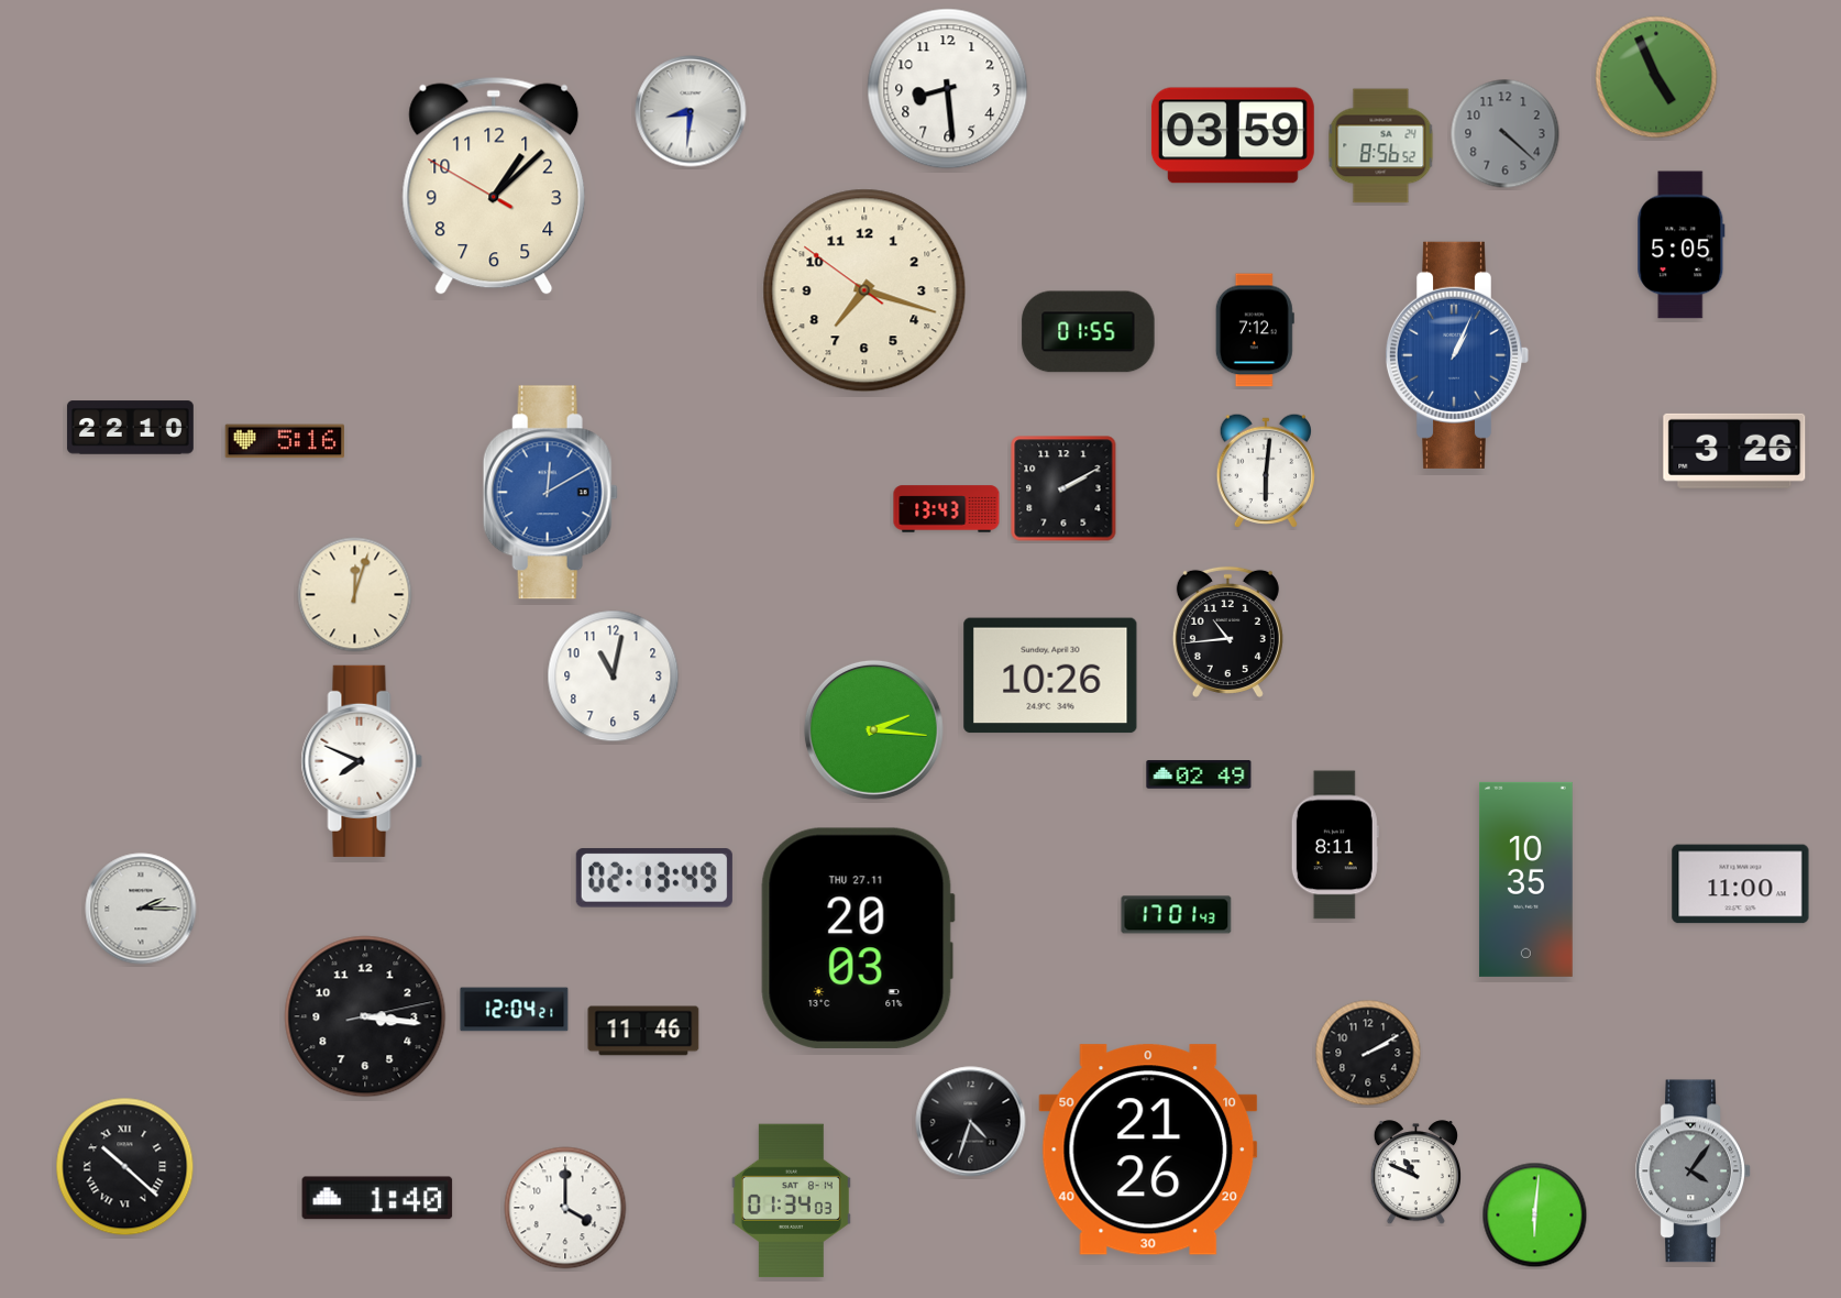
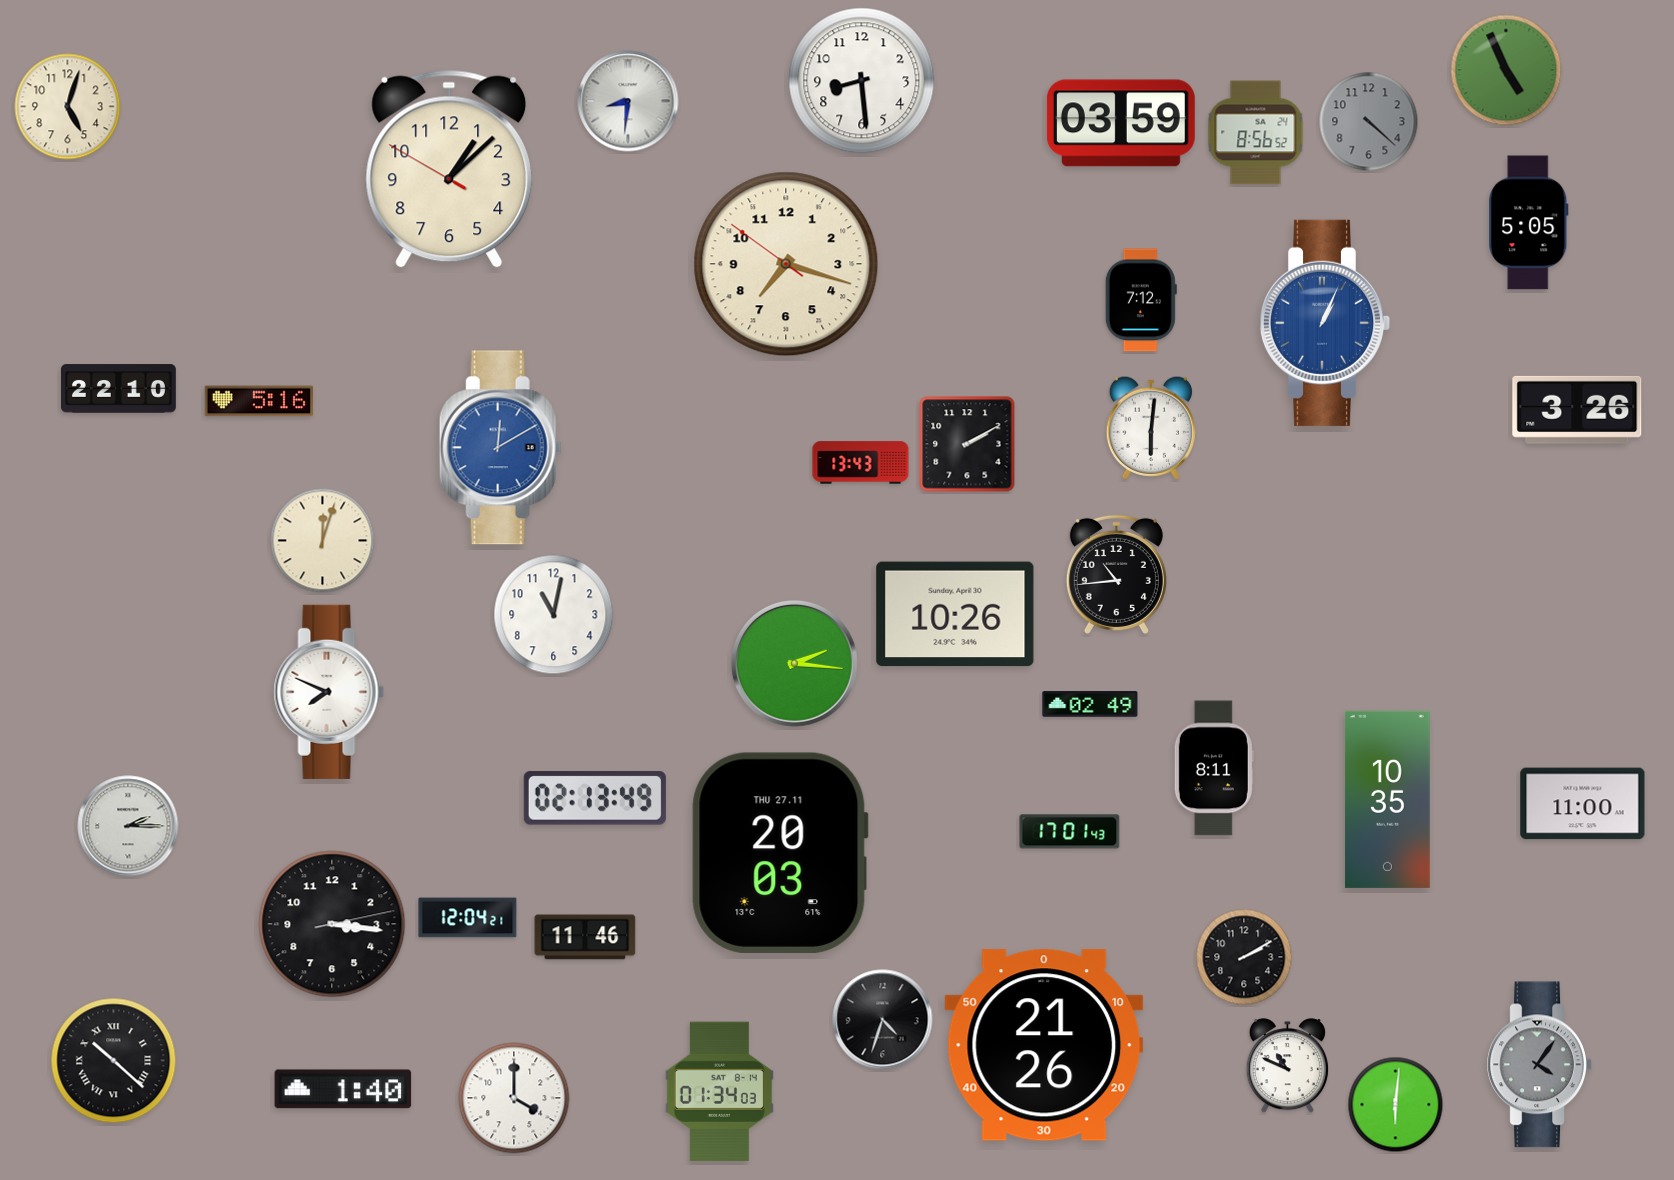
clock at (68, 107): none -> 5:03
clock at (1089, 332): 01:55 -> none
clock at (614, 676) position: (614, 676) -> (554, 615)
